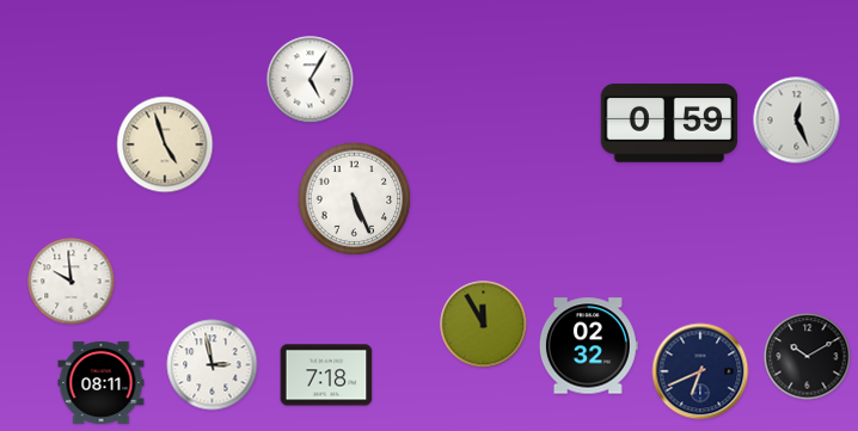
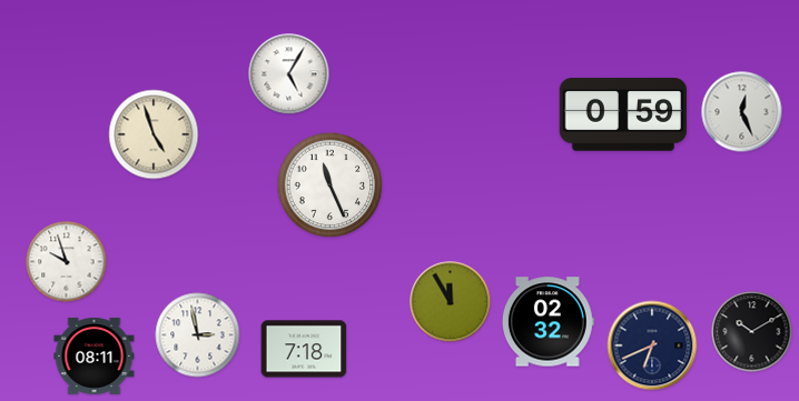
clock at (355, 199): 5:26 -> 11:26
clock at (72, 282): 9:59 -> 9:57
clock at (213, 365) position: (213, 365) -> (198, 335)
